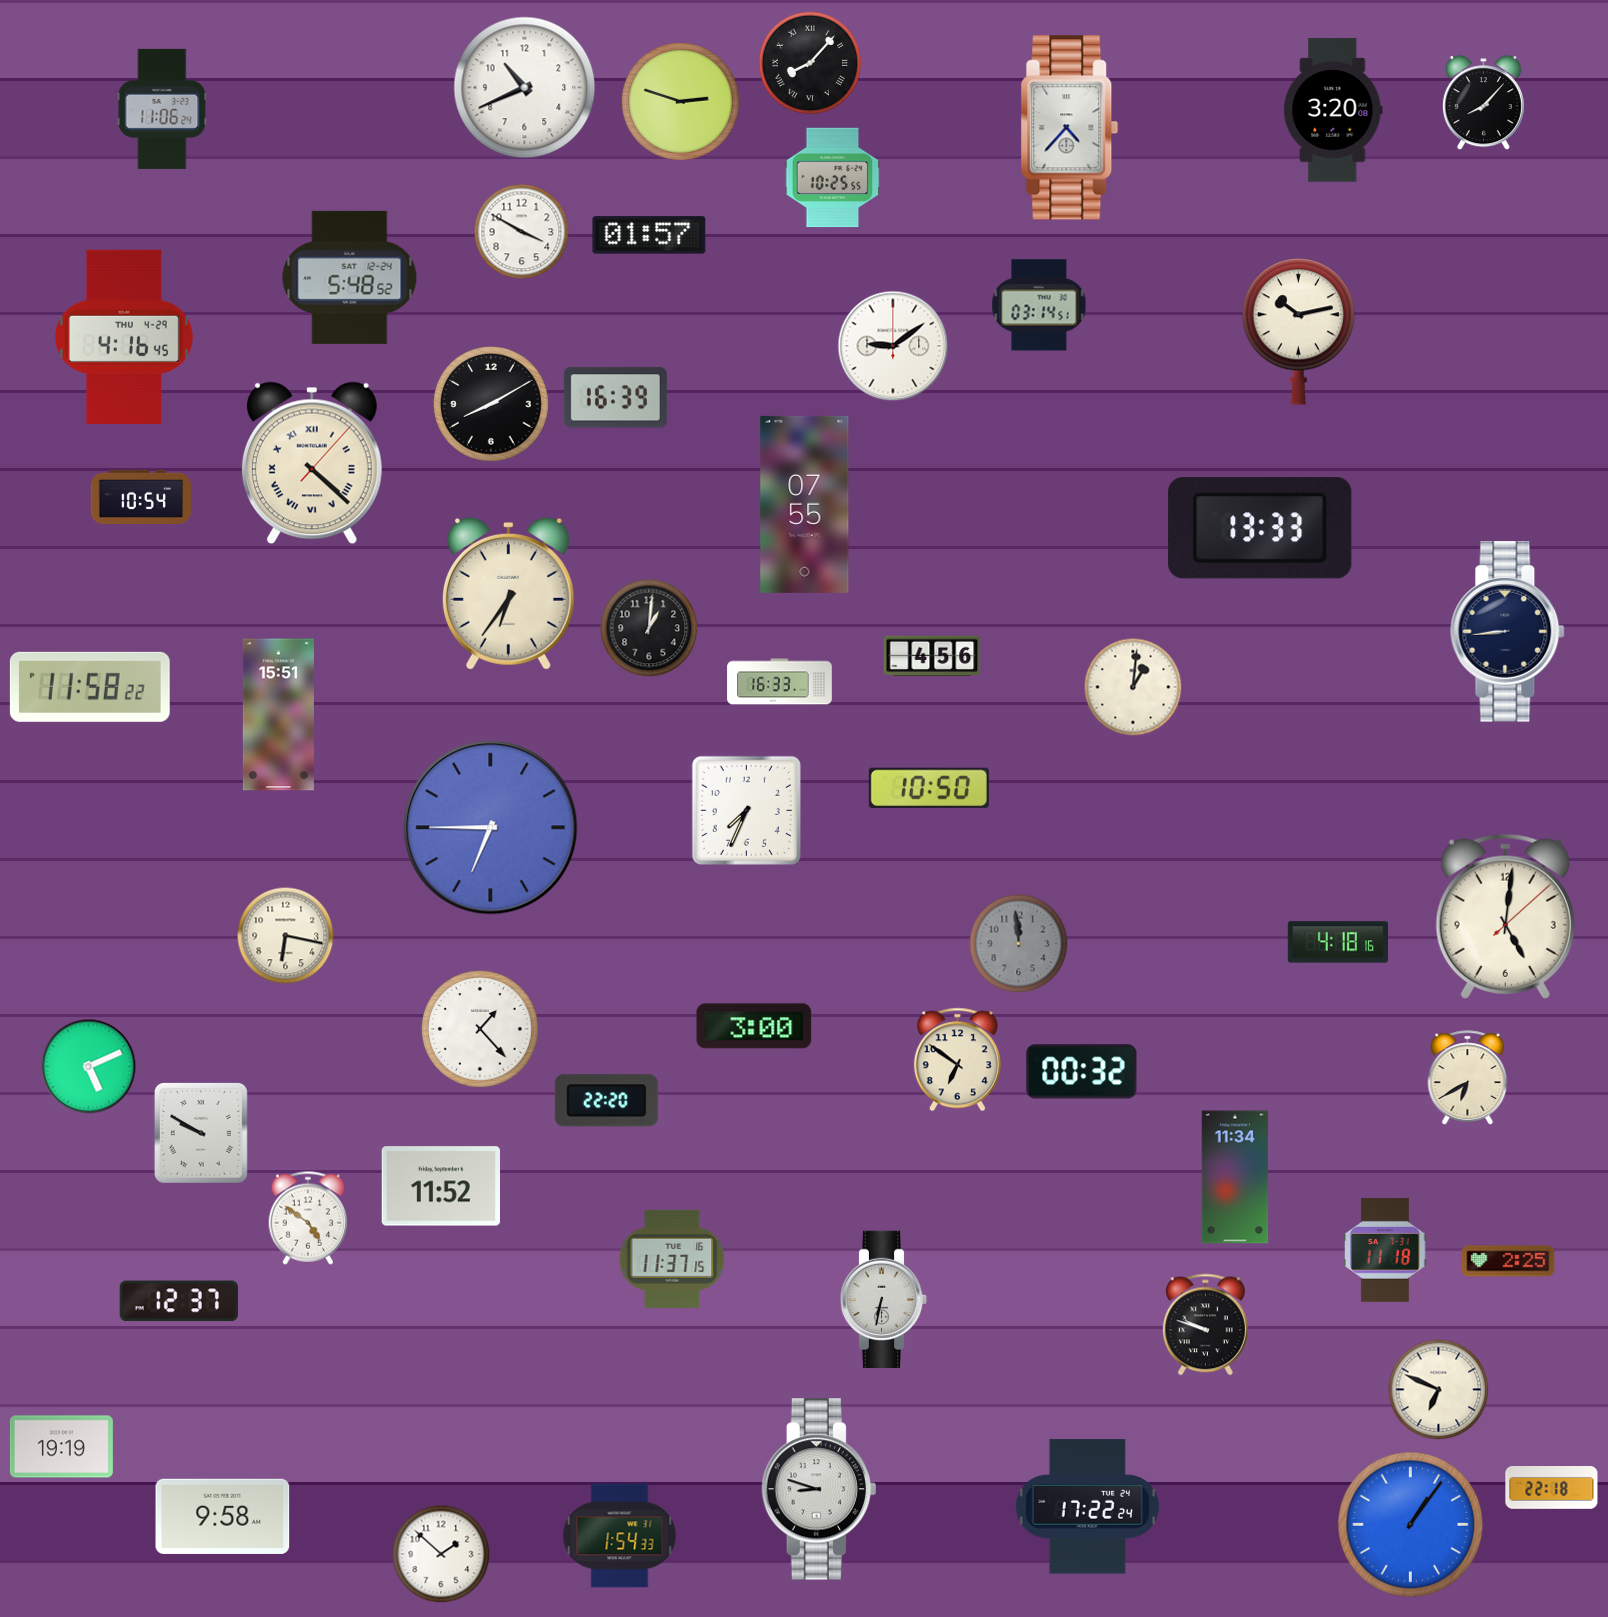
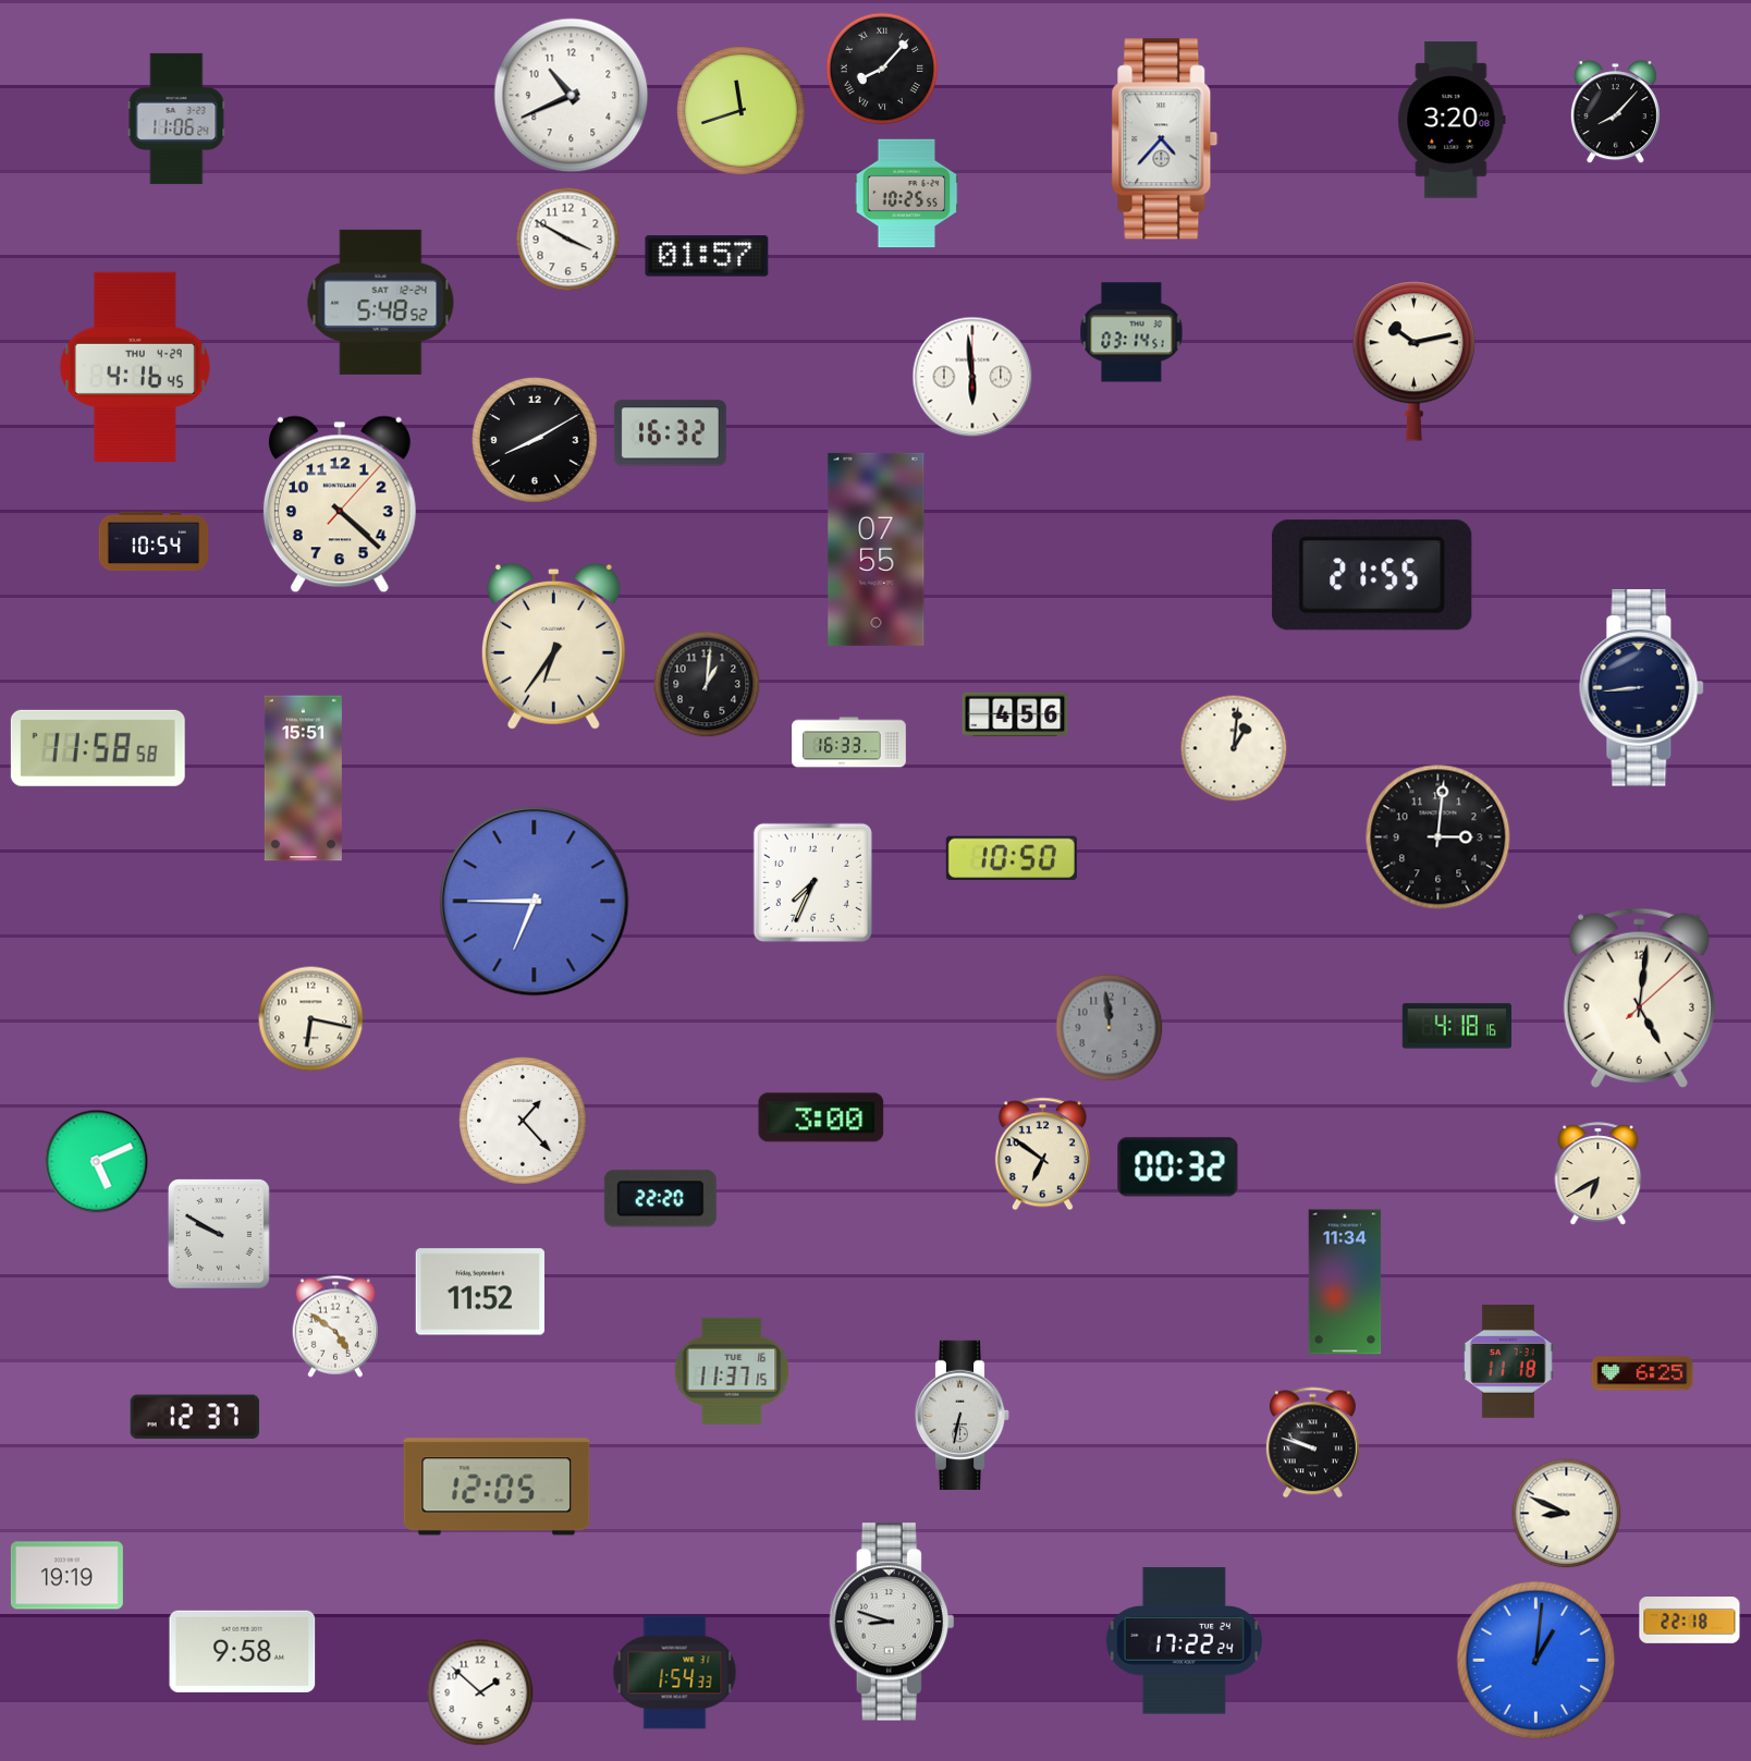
clock at (681, 102): 2:48 -> 11:42
clock at (522, 232) position: (522, 232) -> (568, 240)
clock at (893, 346): 9:09 -> 5:59
clock at (615, 398): 16:39 -> 16:32
clock at (312, 463) numerals: Roman -> Arabic
clock at (1260, 528): 13:33 -> 21:55
clock at (90, 687): 11:58:22 -> 11:58:58
clock at (1438, 837): none -> 3:01
clock at (1508, 1261): 2:25 -> 6:25
clock at (497, 1487): none -> 12:05
clock at (1439, 1390): 6:49 -> 8:49
clock at (1411, 1525): 1:06 -> 1:01
